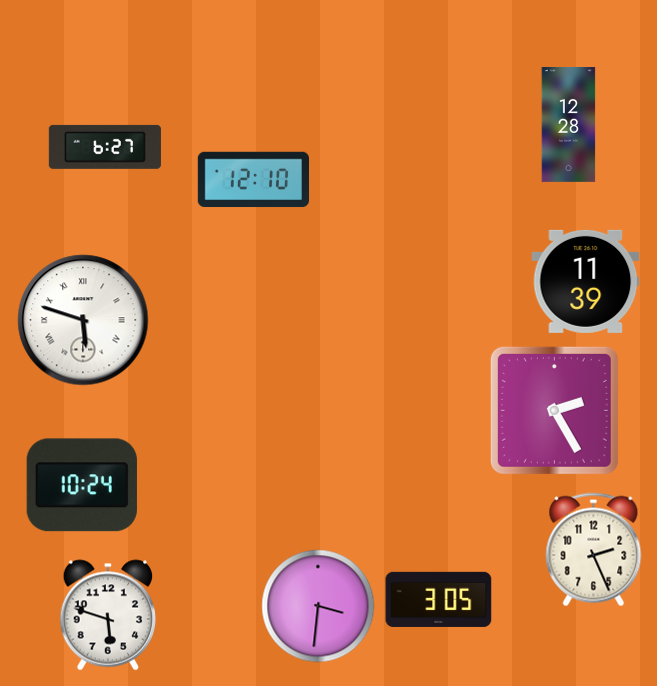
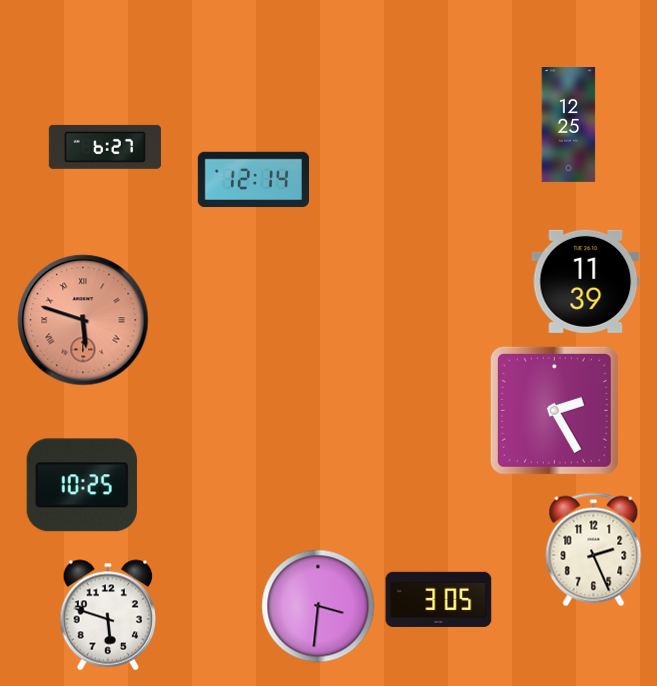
clock at (569, 125): 12:28 -> 12:25
clock at (253, 180): 12:10 -> 12:14
clock at (83, 320) dial: white -> salmon
clock at (82, 485): 10:24 -> 10:25
